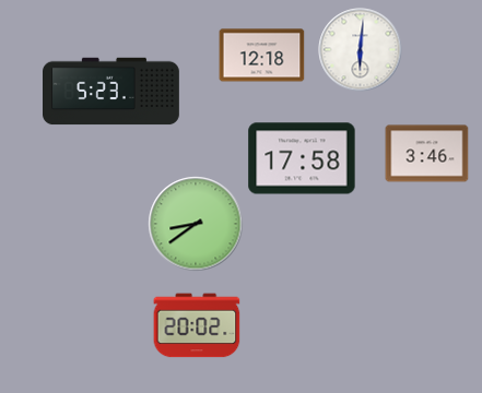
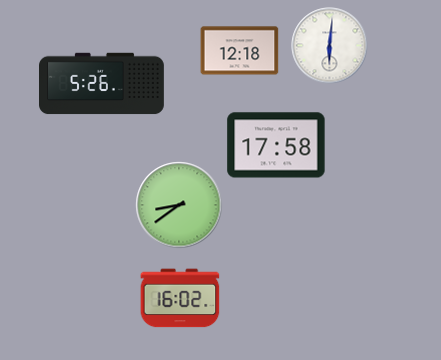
clock at (111, 92): 5:23 -> 5:26
clock at (427, 154): 3:46 -> none
clock at (197, 325): 20:02 -> 16:02
